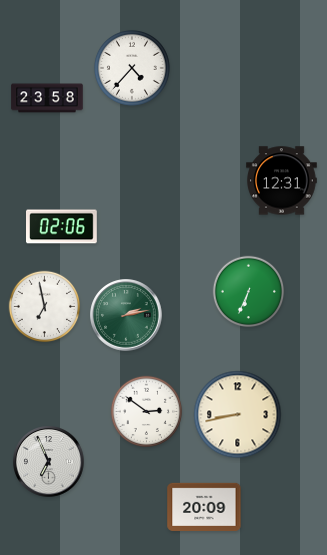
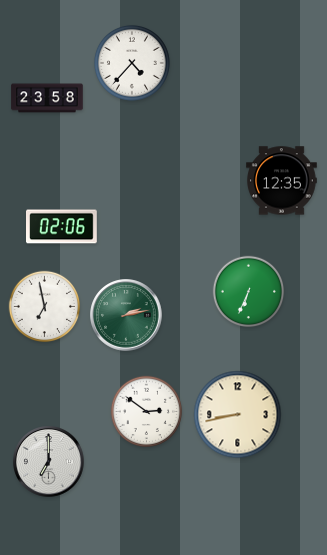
clock at (132, 68) position: (132, 68) -> (132, 63)
clock at (282, 181): 12:31 -> 12:35
clock at (49, 462): 6:56 -> 7:00
clock at (204, 507): 20:09 -> none
